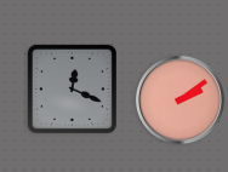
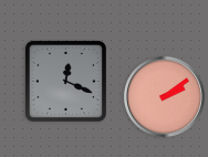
clock at (179, 99) position: (179, 99) -> (164, 96)
